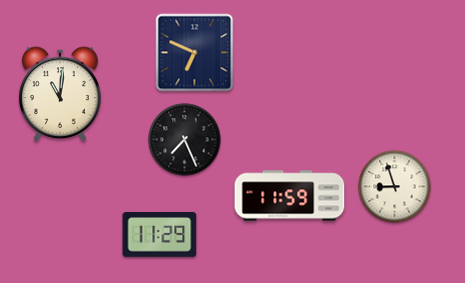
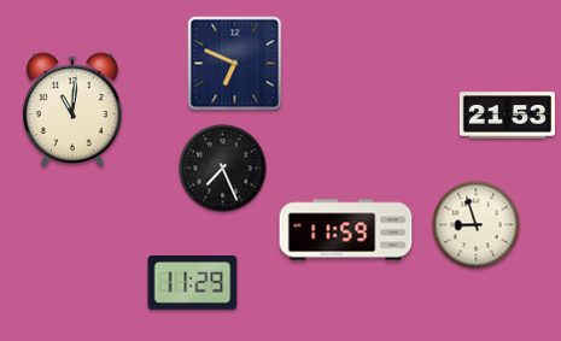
clock at (60, 94) position: (60, 94) -> (72, 110)
clock at (507, 116): none -> 21:53
clock at (290, 196) position: (290, 196) -> (346, 230)
